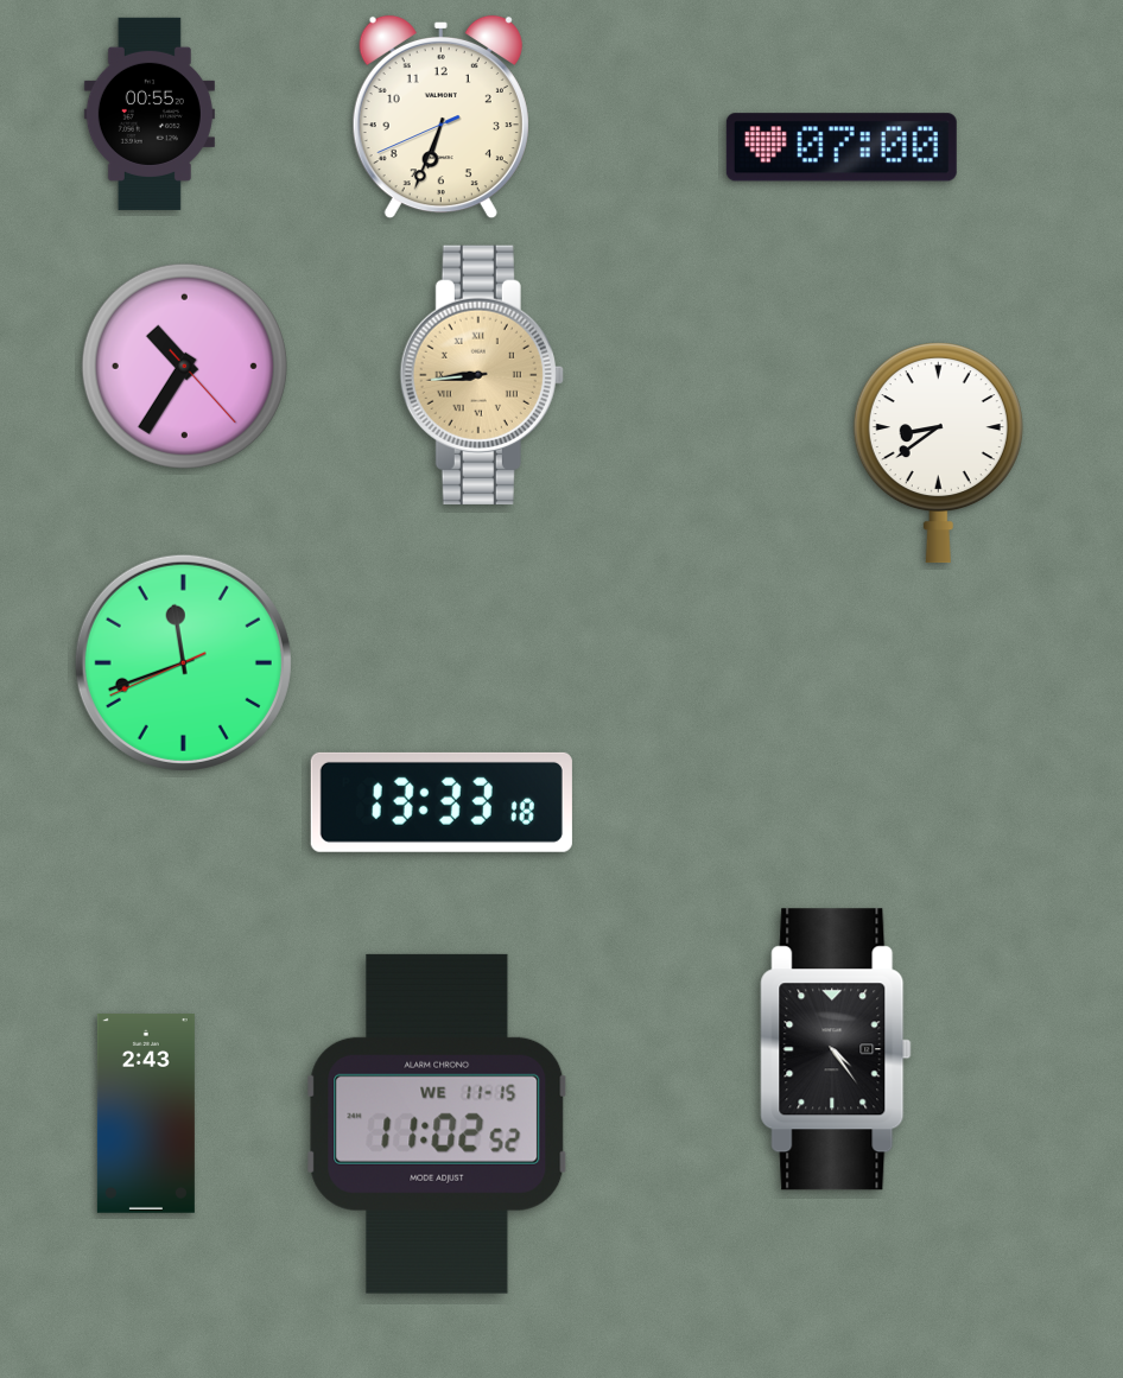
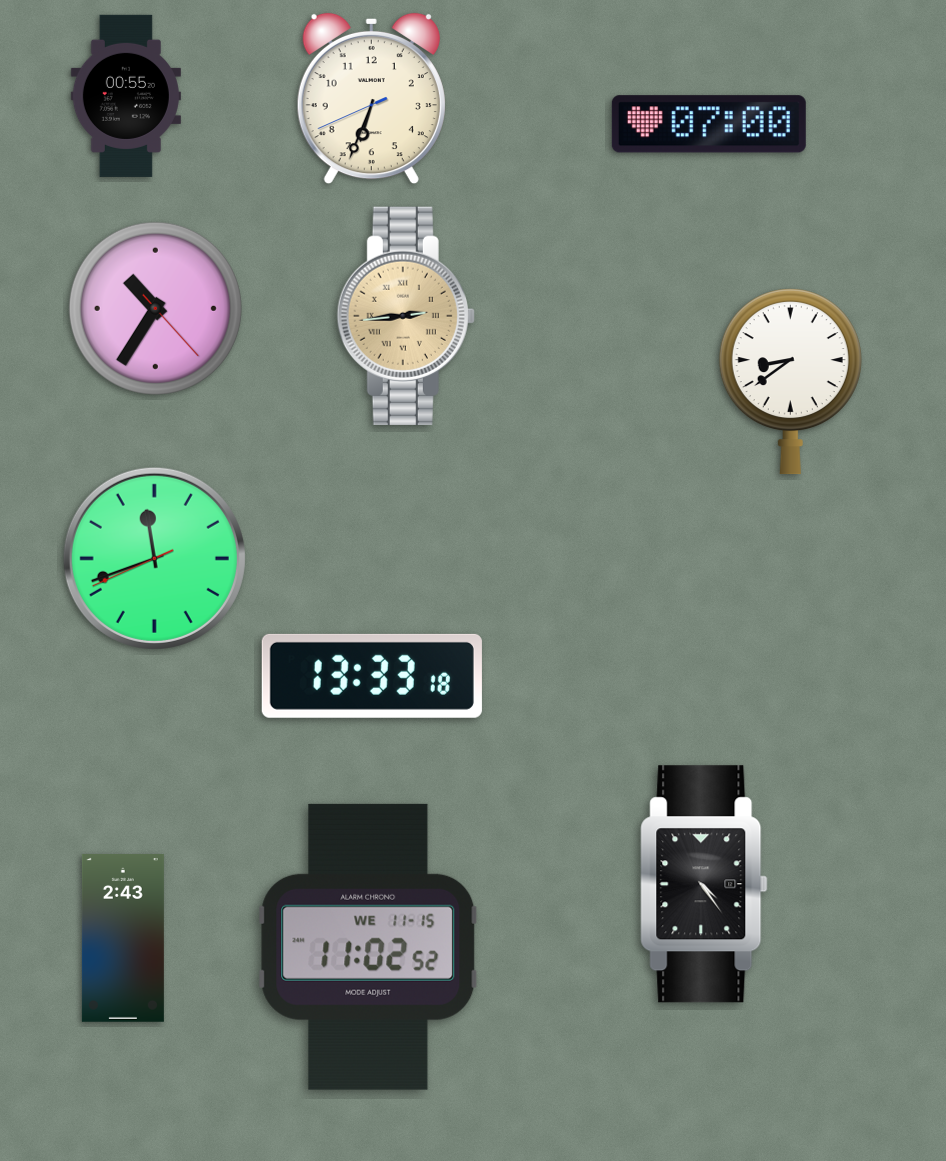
clock at (482, 375): 8:44 -> 2:44
